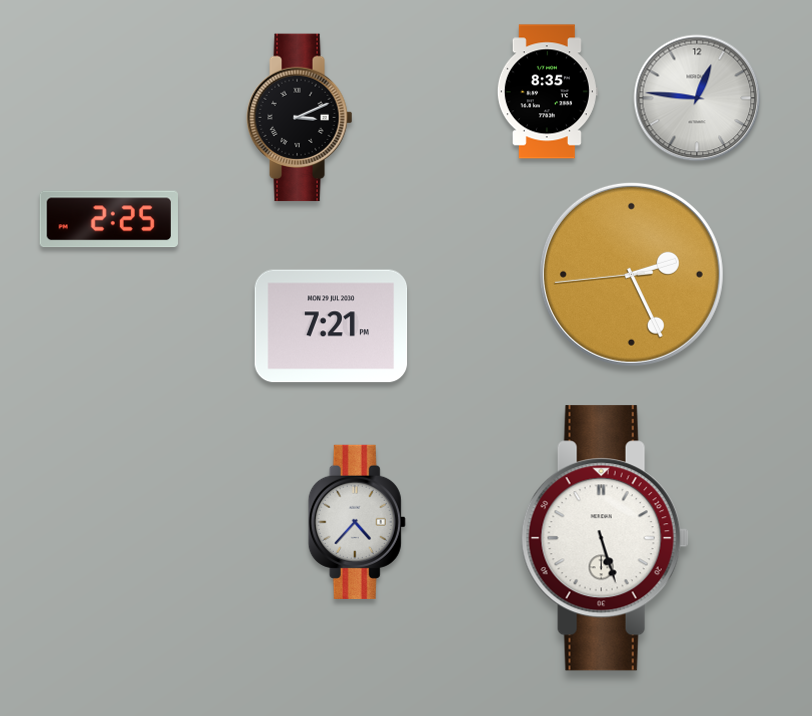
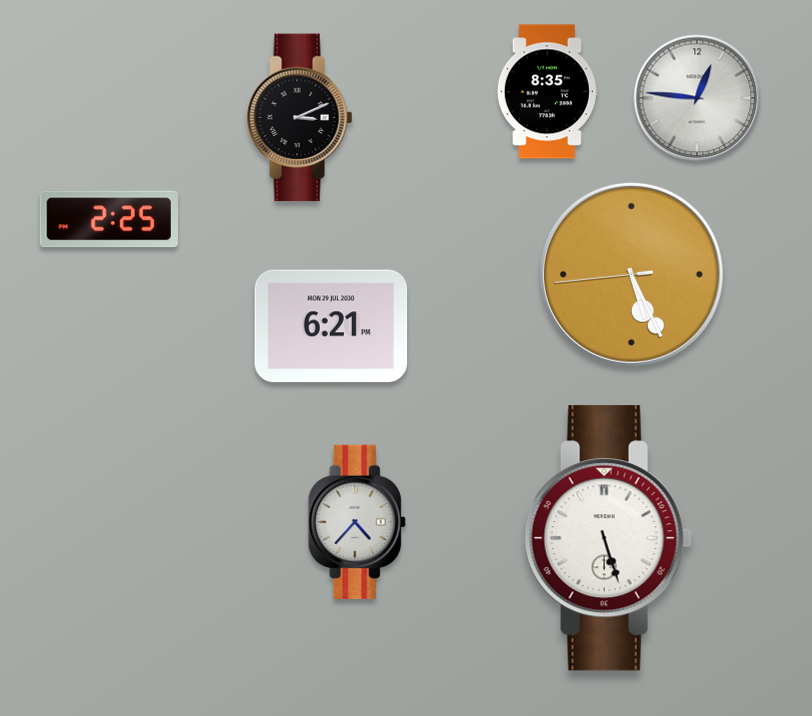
clock at (631, 274): 2:25 -> 5:25
clock at (331, 326): 7:21 -> 6:21
clock at (605, 538) position: (605, 538) -> (608, 538)
